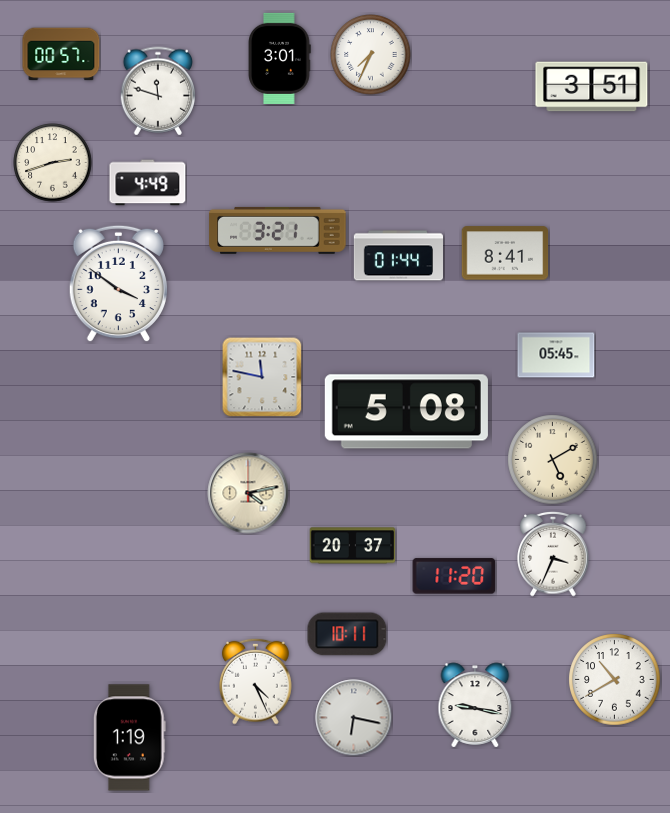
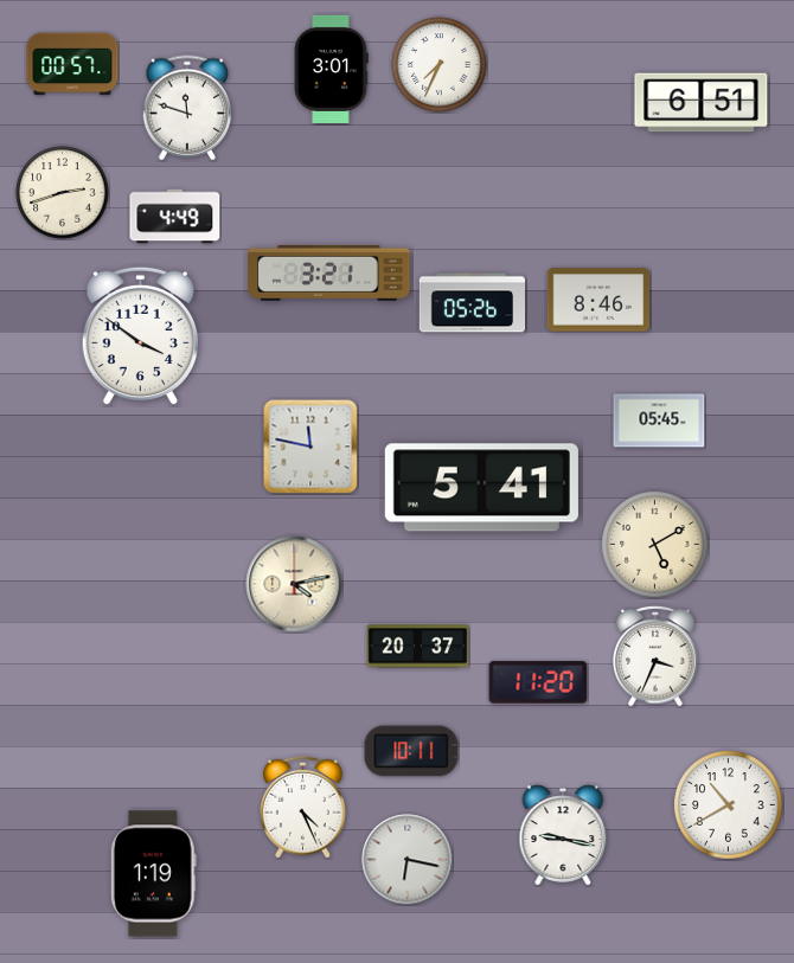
clock at (592, 87): 3:51 -> 6:51
clock at (505, 253): 8:41 -> 8:46
clock at (398, 256): 01:44 -> 05:26
clock at (406, 412): 5:08 -> 5:41
clock at (354, 718) position: (354, 718) -> (408, 860)
